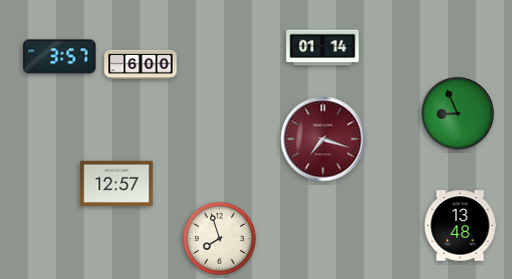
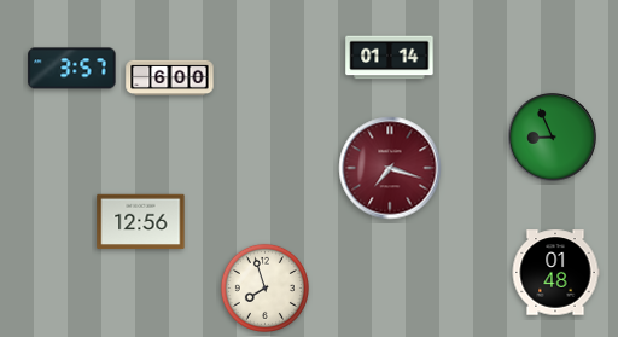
clock at (117, 184): 12:57 -> 12:56
clock at (460, 226): 13:48 -> 01:48
